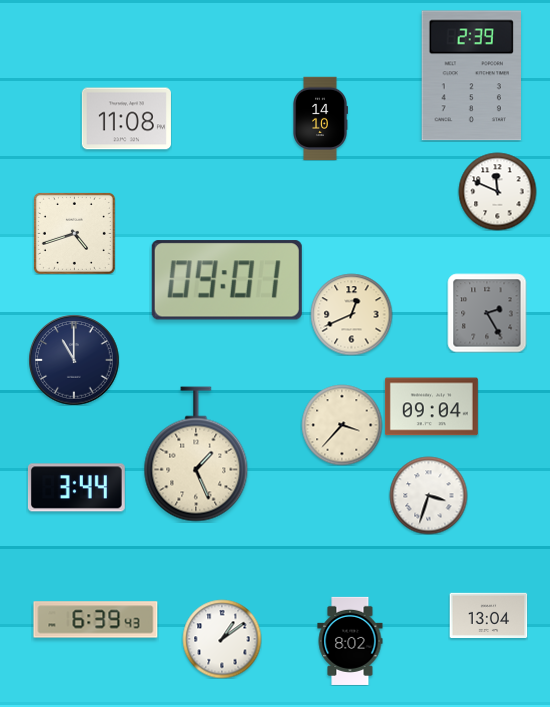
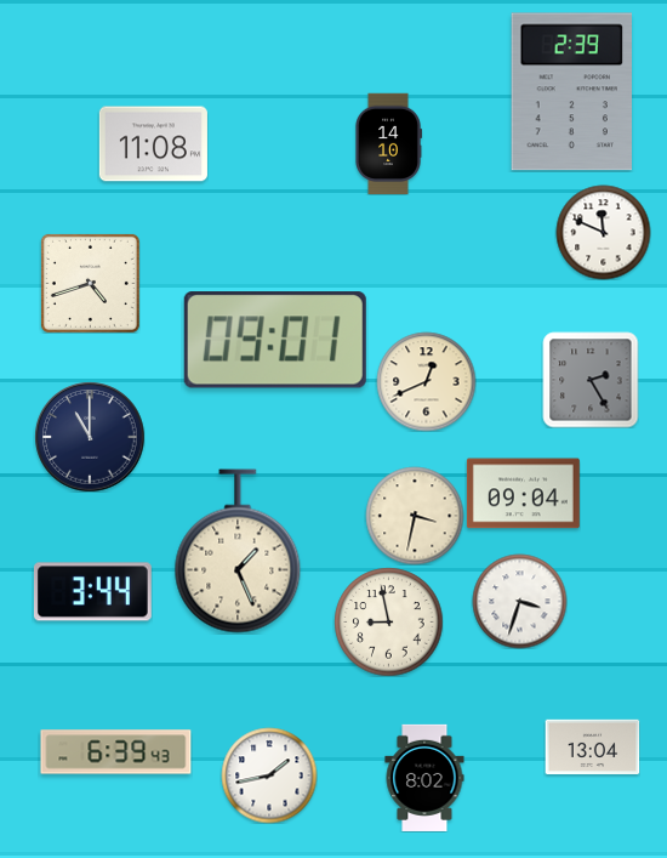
clock at (342, 425): 3:37 -> 3:32
clock at (388, 621): none -> 8:58
clock at (222, 639): 1:09 -> 1:43
